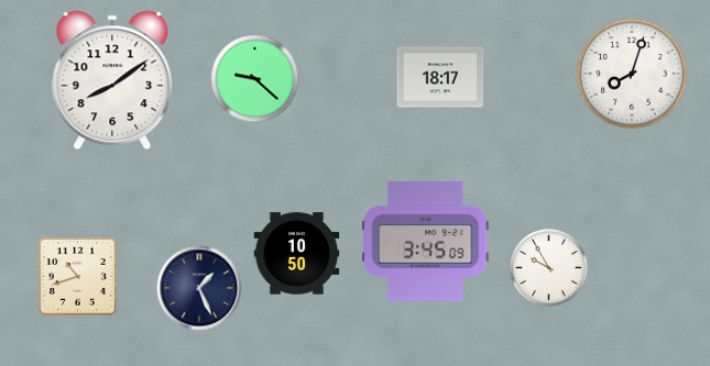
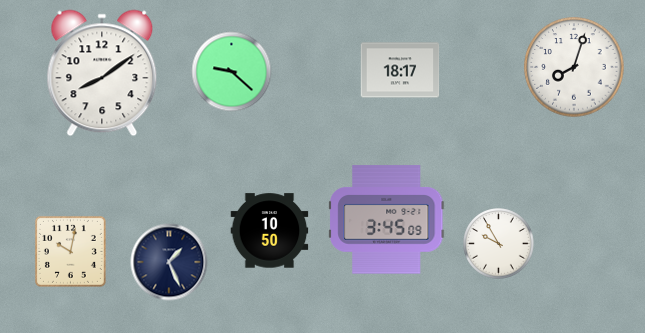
clock at (77, 276): 10:42 -> 10:02
clock at (199, 288) position: (199, 288) -> (169, 262)
